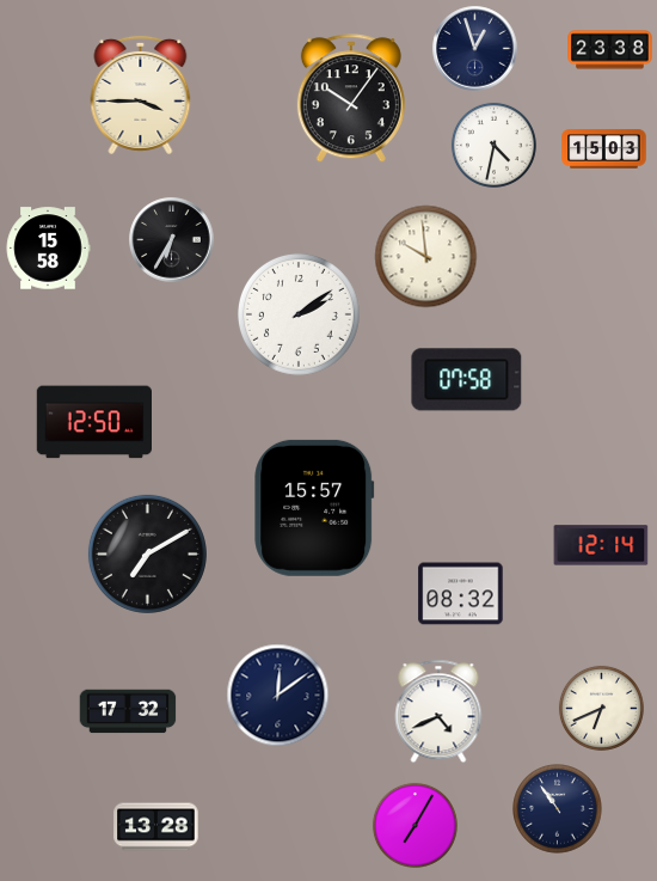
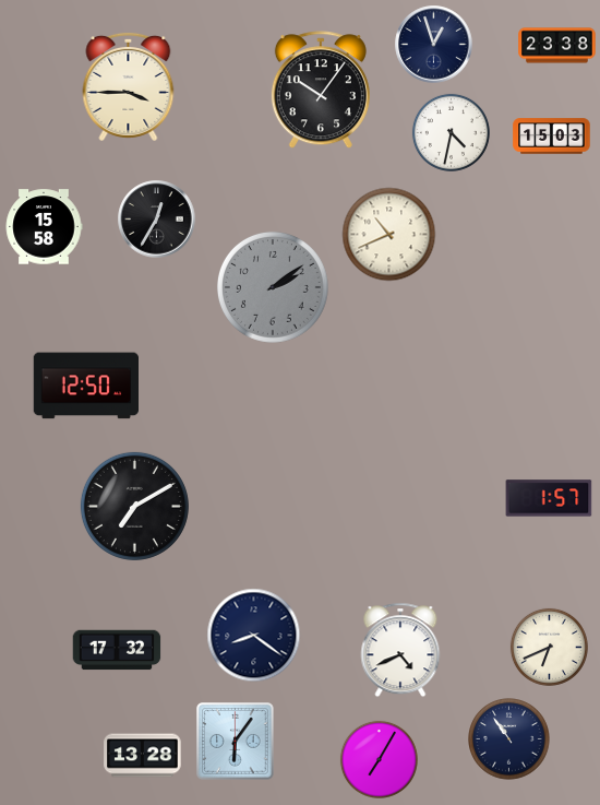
clock at (172, 240): 6:35 -> 12:35
clock at (426, 257): 9:59 -> 10:41
clock at (299, 314) dial: white -> grey
clock at (467, 380): 07:58 -> none
clock at (314, 508): 15:57 -> none
clock at (601, 545): 12:14 -> 1:57
clock at (461, 594): 08:32 -> none
clock at (278, 696): 12:09 -> 8:21
clock at (236, 742): none -> 6:06
clock at (415, 825) position: (415, 825) -> (379, 759)
